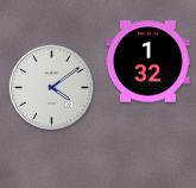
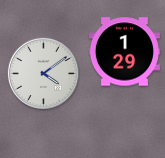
clock at (147, 62): 1:32 -> 1:29
